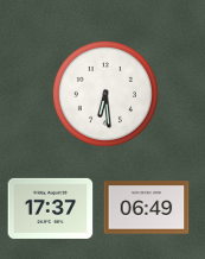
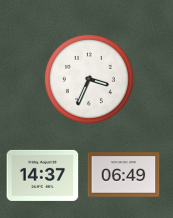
clock at (105, 94): 6:29 -> 3:34
clock at (51, 208): 17:37 -> 14:37
